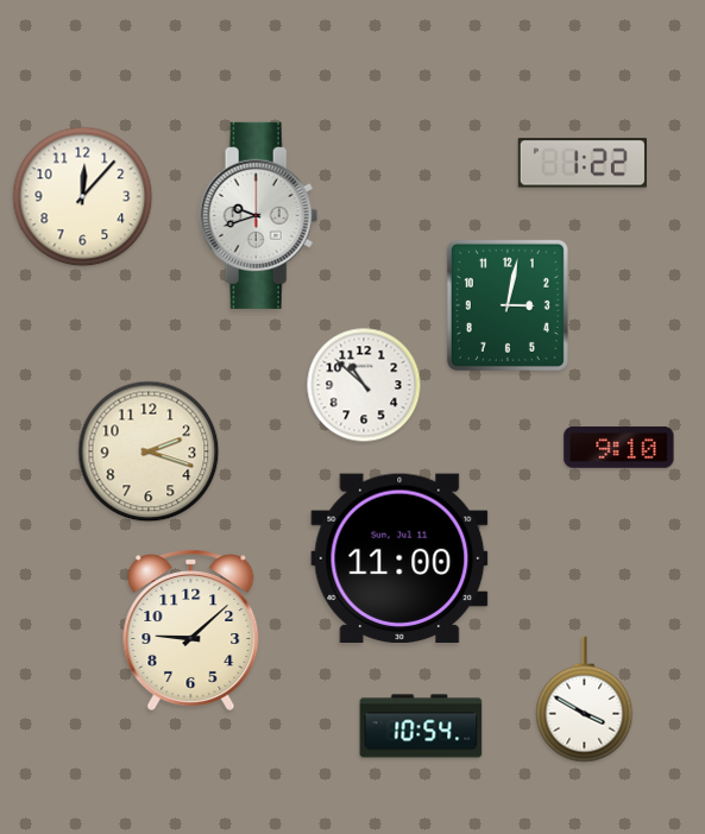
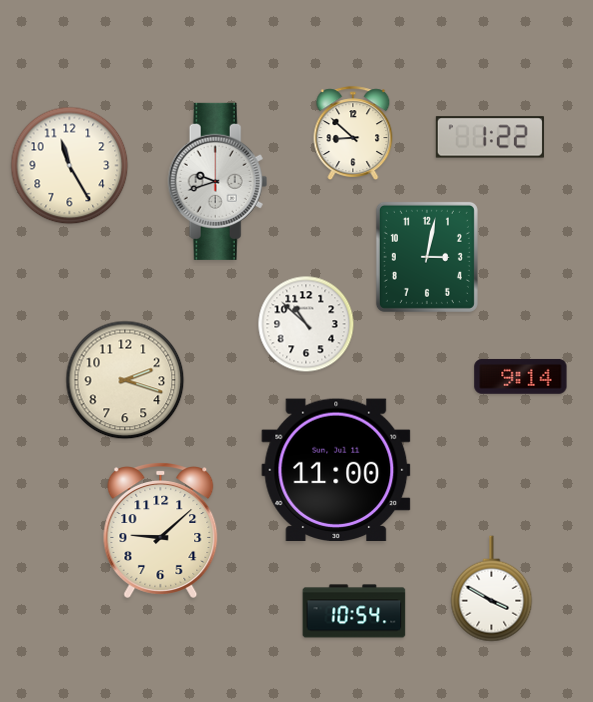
clock at (353, 133): none -> 8:52
clock at (83, 197): 12:07 -> 11:25
clock at (619, 447): 9:10 -> 9:14
